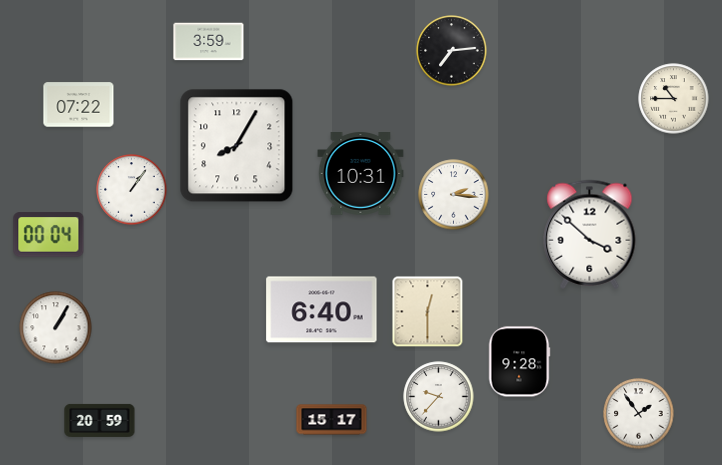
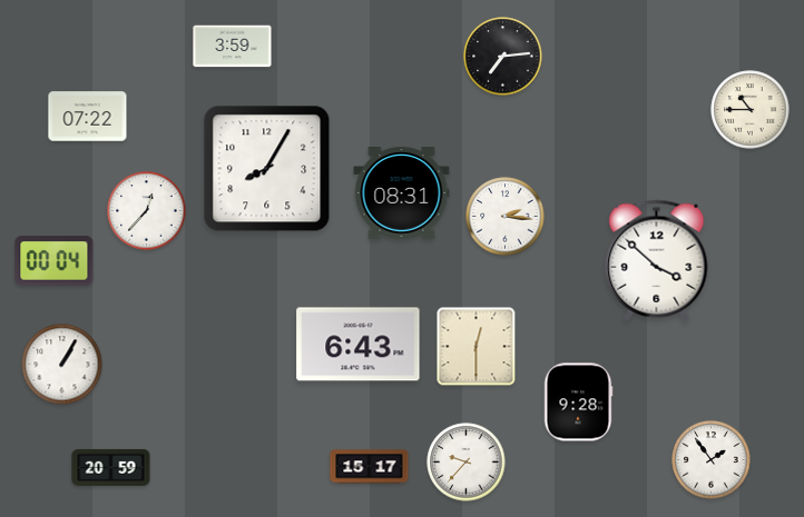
clock at (237, 146) position: (237, 146) -> (267, 169)
clock at (361, 174): 10:31 -> 08:31
clock at (132, 190): 1:06 -> 12:37
clock at (322, 310): 6:40 -> 6:43
clock at (439, 397) position: (439, 397) -> (467, 463)
